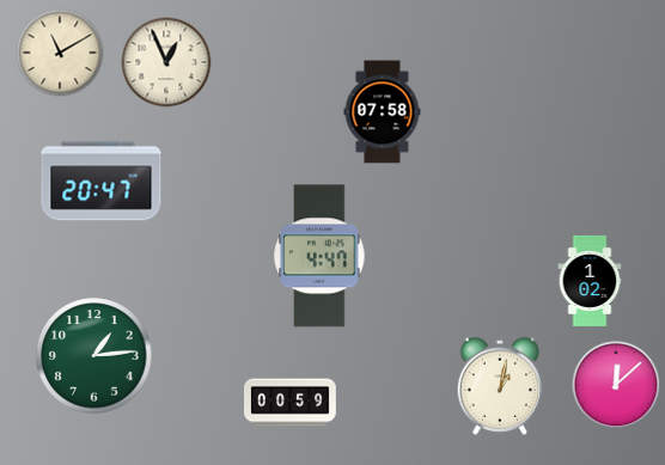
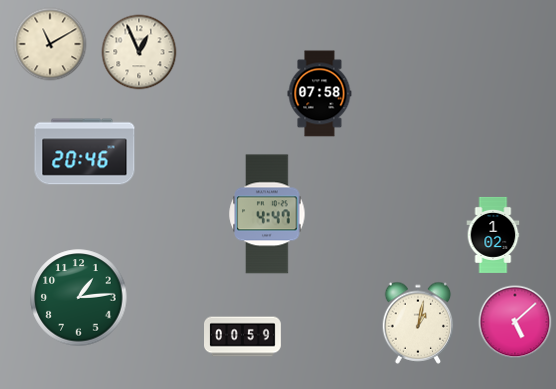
clock at (102, 182): 20:47 -> 20:46
clock at (616, 385): 12:08 -> 5:08
